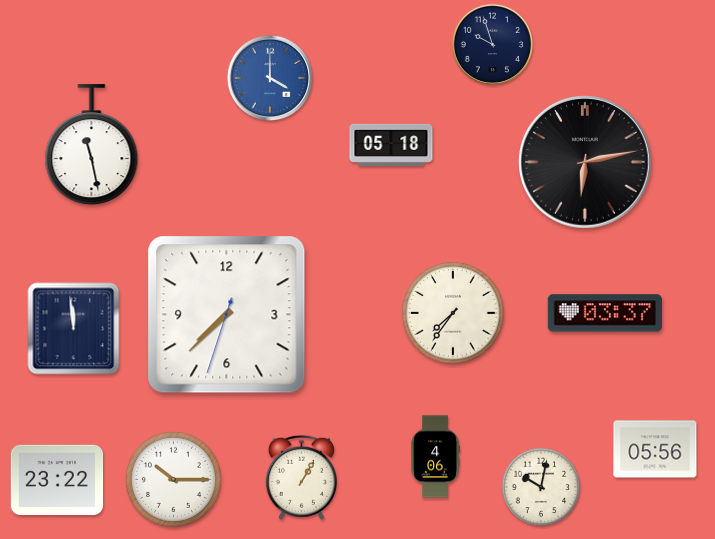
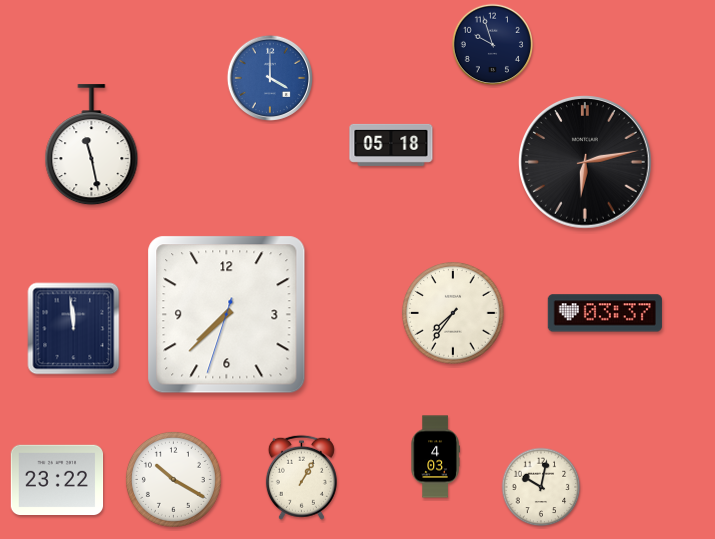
clock at (655, 449): 05:56 -> none
clock at (435, 457): 4:06 -> 4:03
clock at (173, 479): 10:15 -> 10:20
